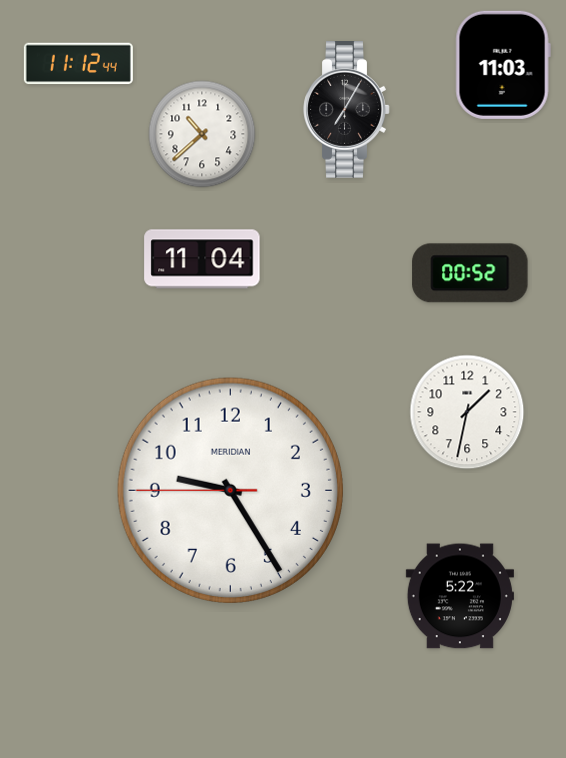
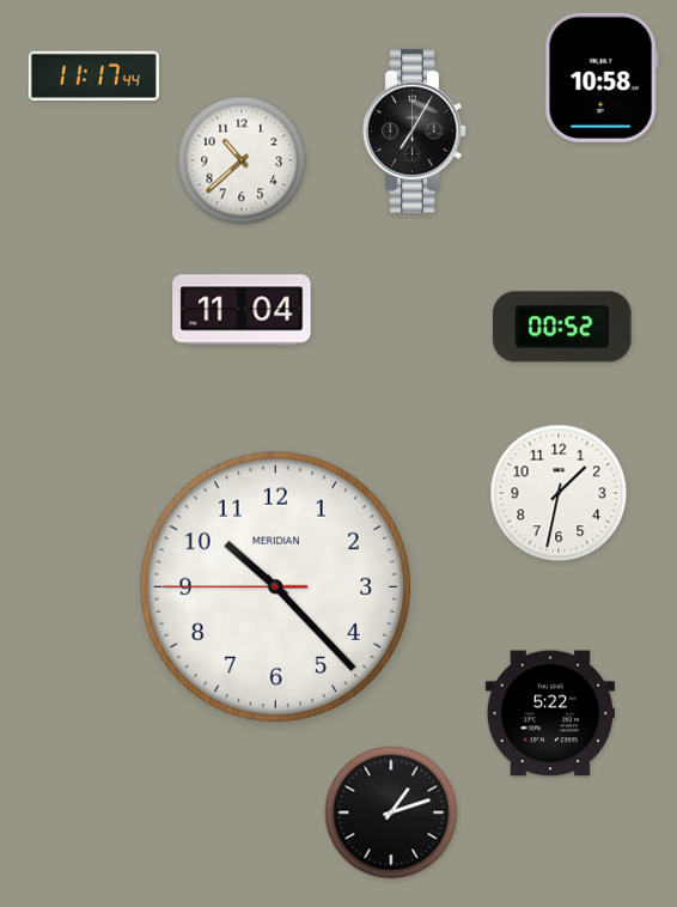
clock at (78, 64): 11:12 -> 11:17
clock at (503, 65): 11:03 -> 10:58
clock at (230, 490): 9:24 -> 10:22
clock at (391, 812): none -> 1:12
